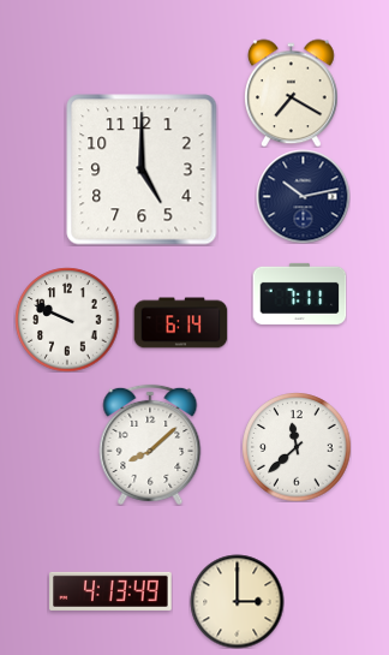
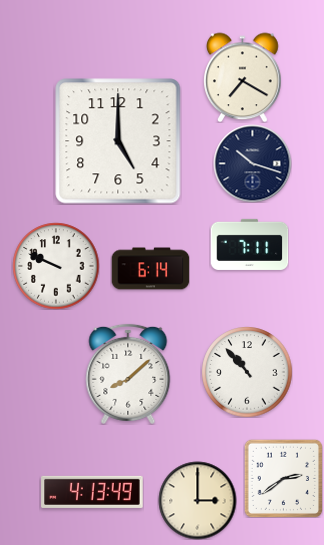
clock at (303, 196): 10:13 -> 10:18
clock at (150, 445) position: (150, 445) -> (128, 374)
clock at (297, 447): 11:38 -> 10:53
clock at (283, 478): none -> 2:39
